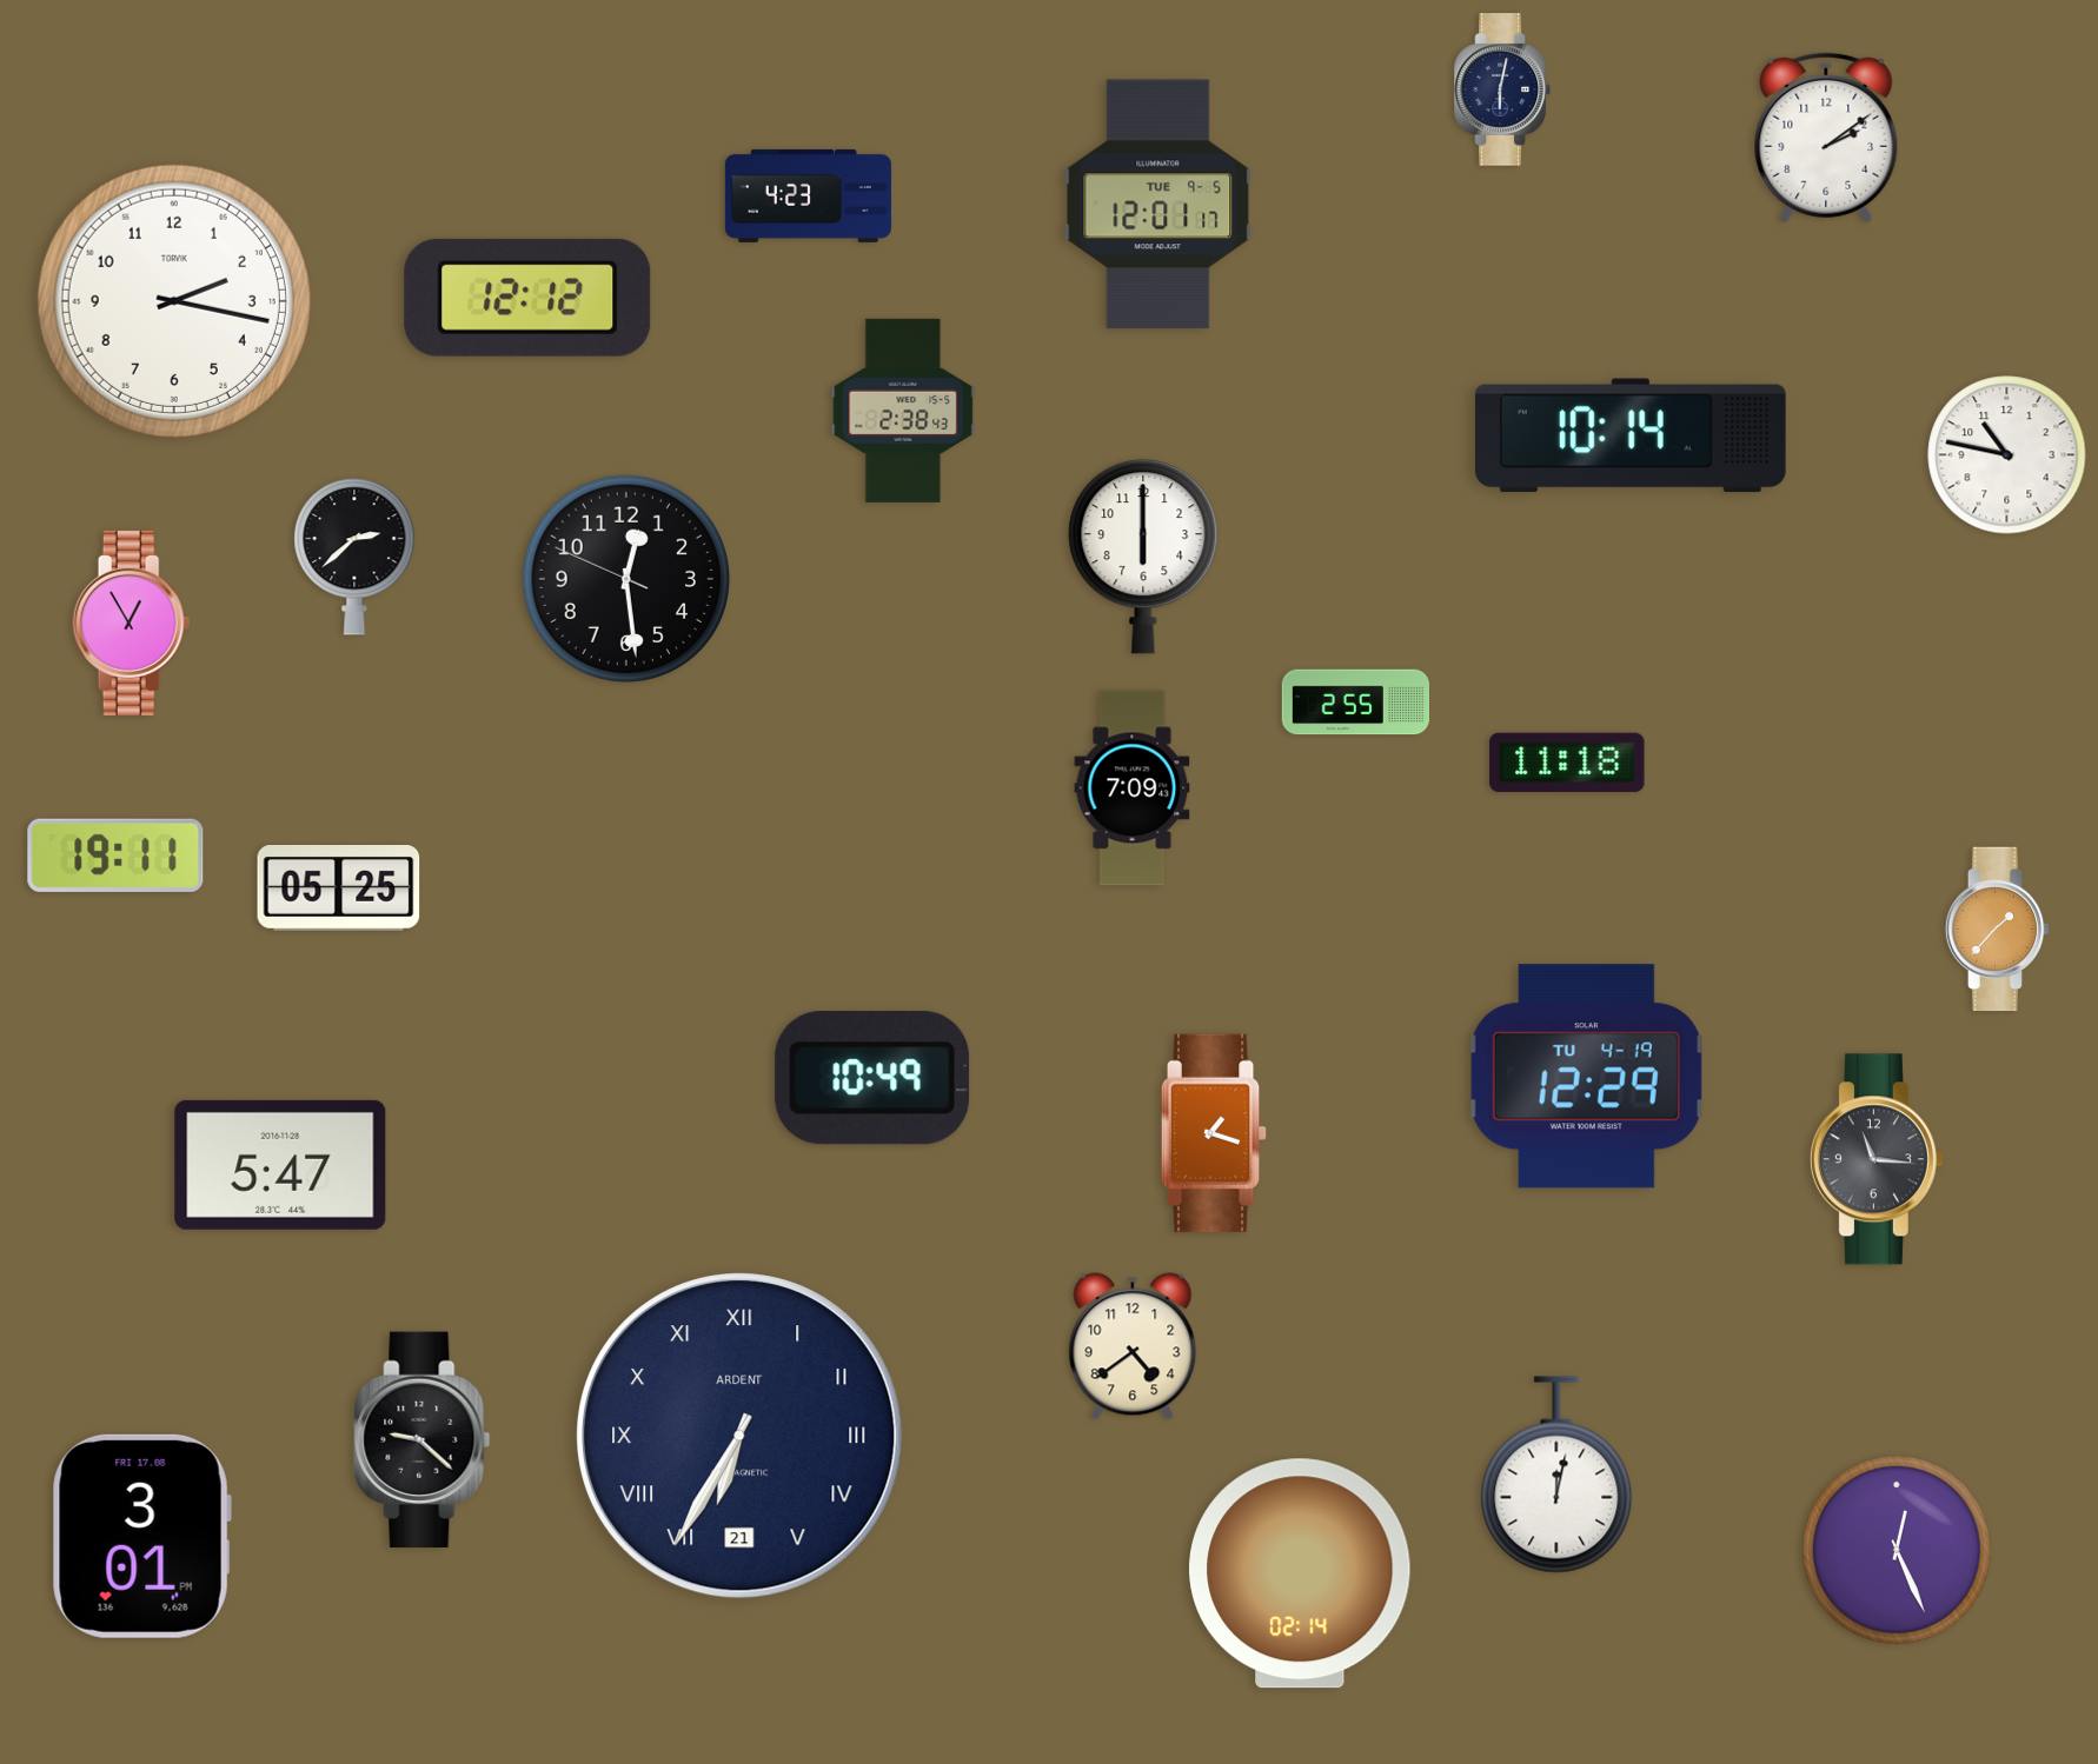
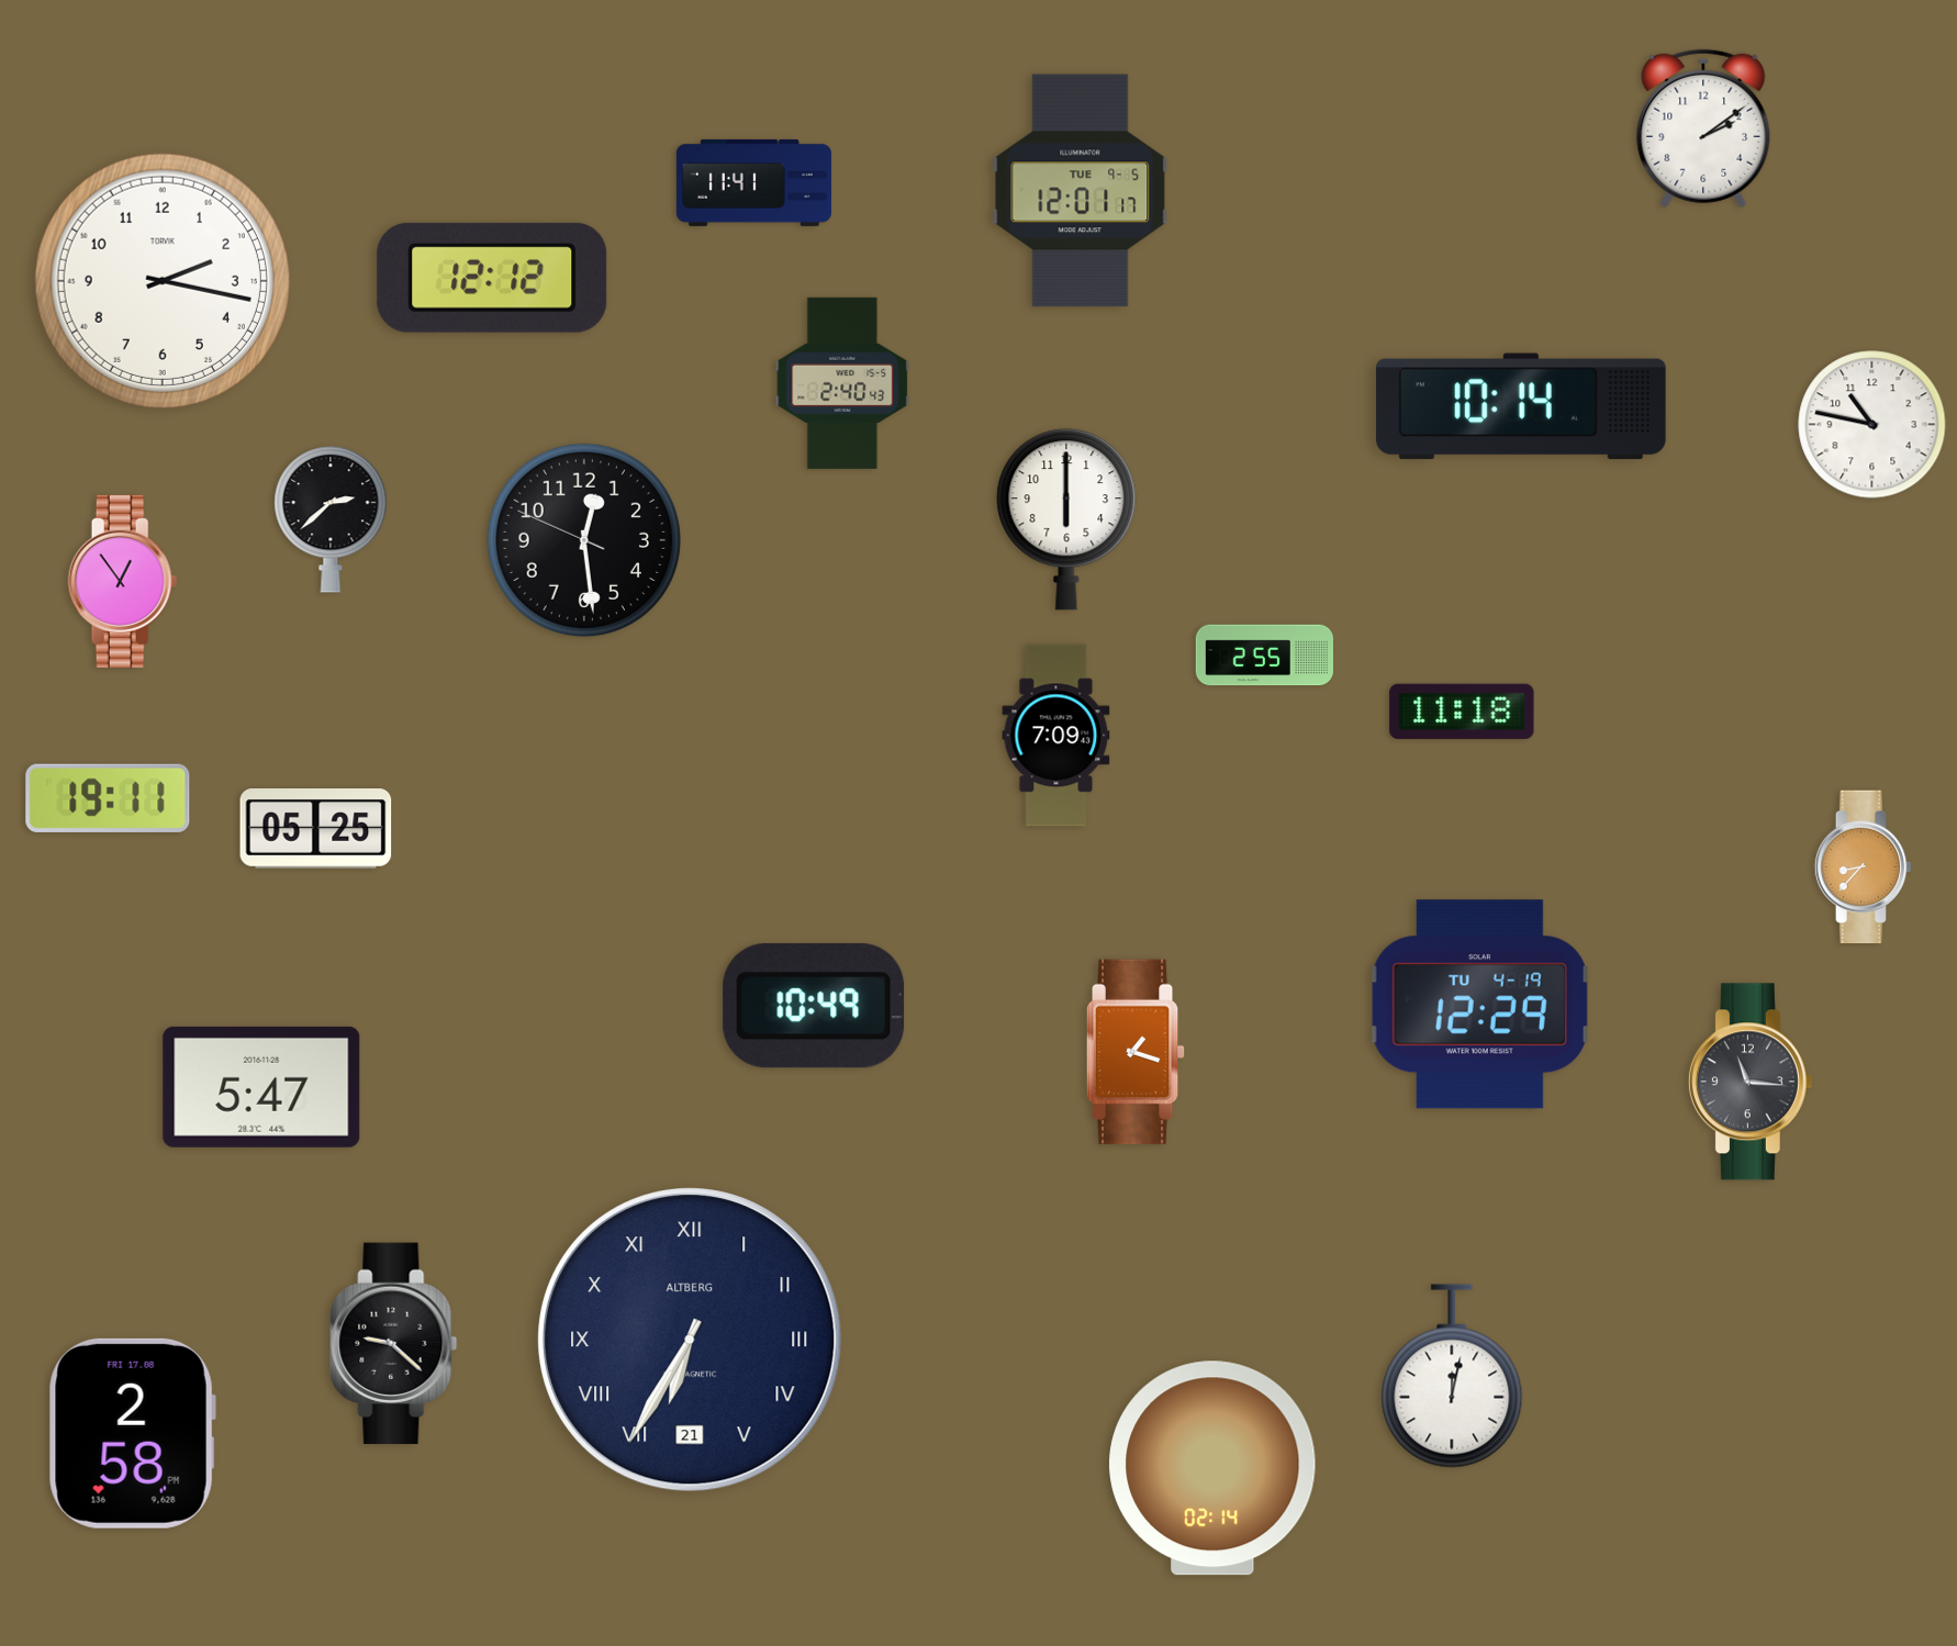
clock at (1502, 89): 6:02 -> none
clock at (808, 195): 4:23 -> 11:41
clock at (903, 411): 2:38 -> 2:40
clock at (132, 623): 12:55 -> 12:54
clock at (1998, 930): 1:37 -> 8:37
clock at (1214, 1133) position: (1214, 1133) -> (1136, 1052)
clock at (1133, 1346): 4:39 -> none
clock at (739, 1436) brand: ARDENT -> ALTBERG
clock at (141, 1536): 3:01 -> 2:58
clock at (1897, 1550): 12:26 -> none
